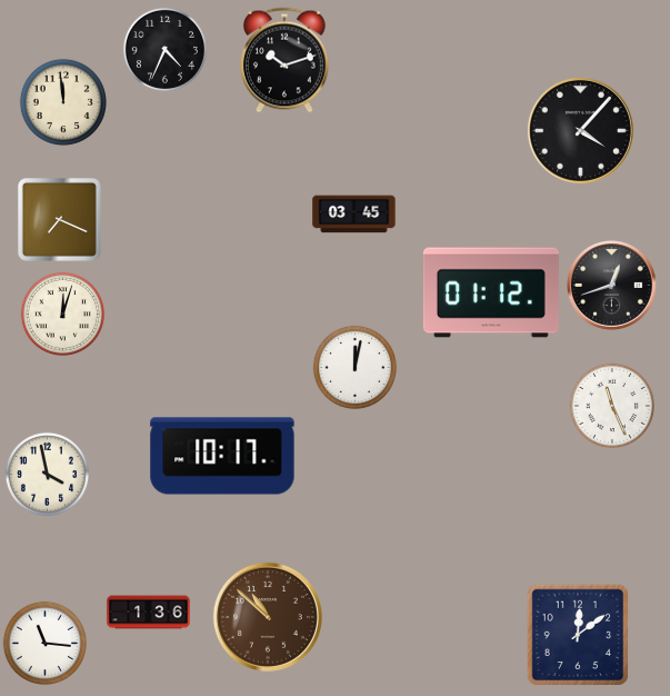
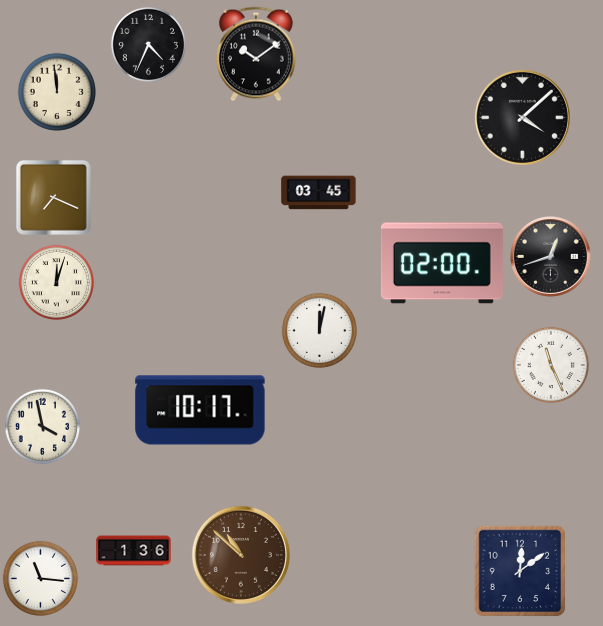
clock at (284, 60): 10:12 -> 10:09
clock at (580, 130): 4:07 -> 4:08
clock at (491, 292): 01:12 -> 02:00
